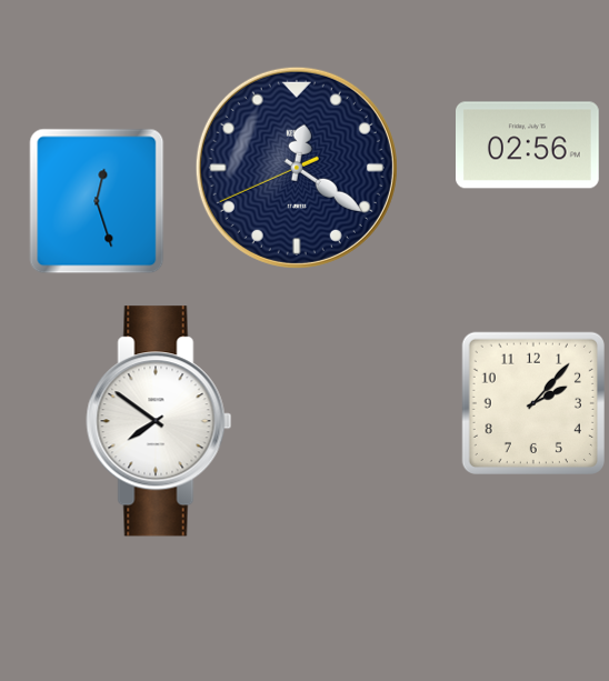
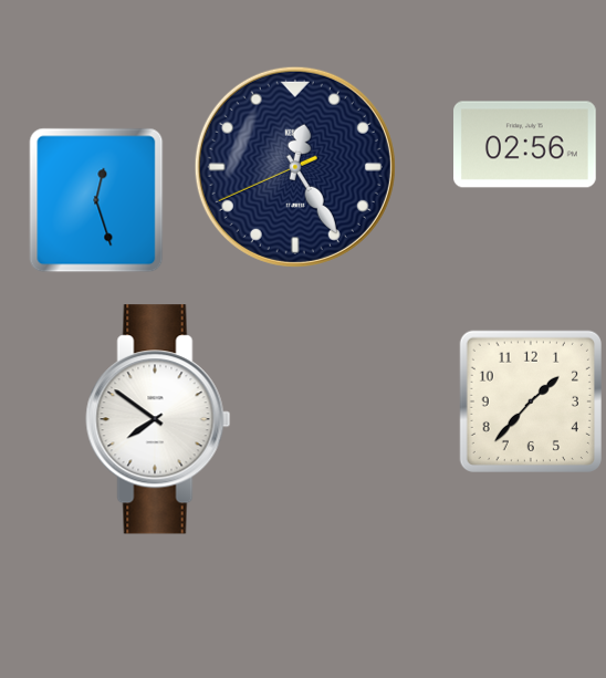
clock at (297, 168): 12:20 -> 12:24
clock at (533, 403): 2:07 -> 1:37
